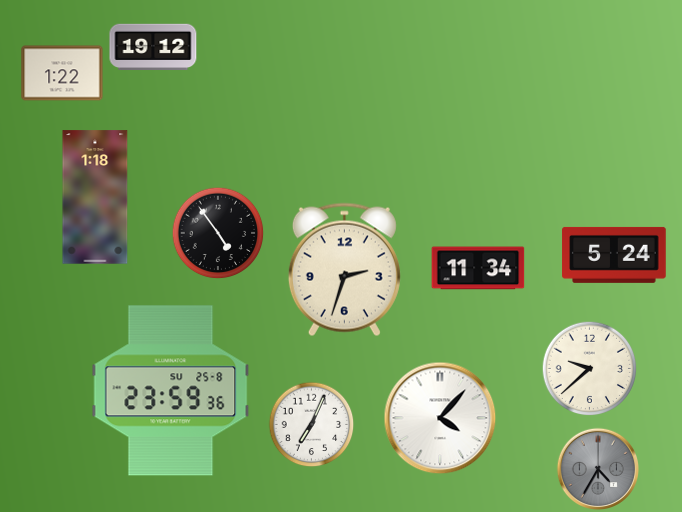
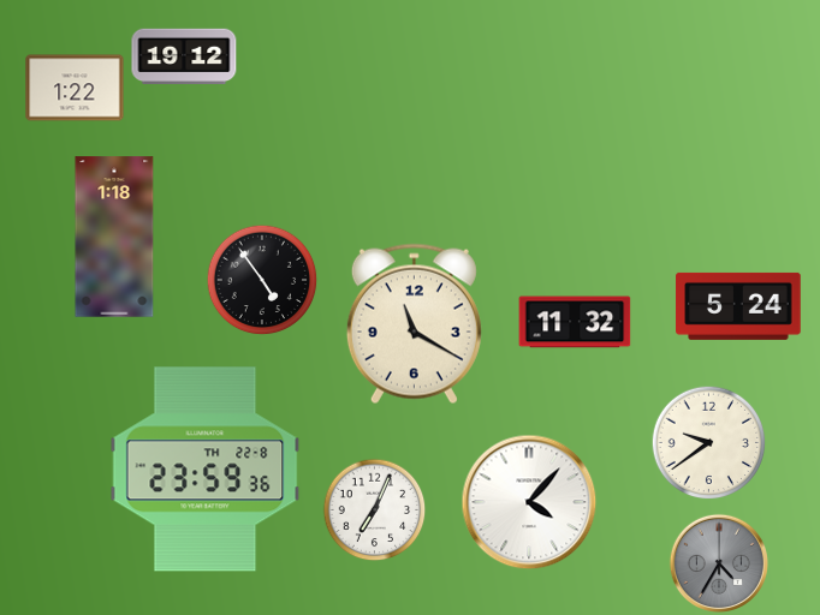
clock at (478, 268): 11:34 -> 11:32
clock at (344, 270): 2:33 -> 11:20
clock at (590, 369): 9:38 -> 9:39
clock at (171, 391) date: SU 25-8 -> TH 22-8
